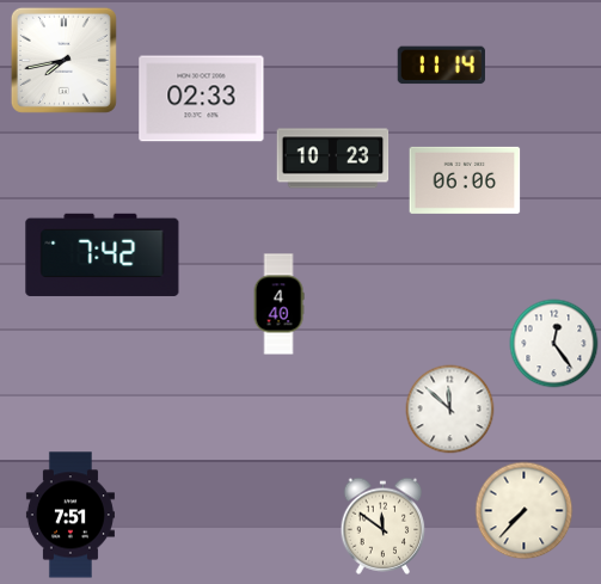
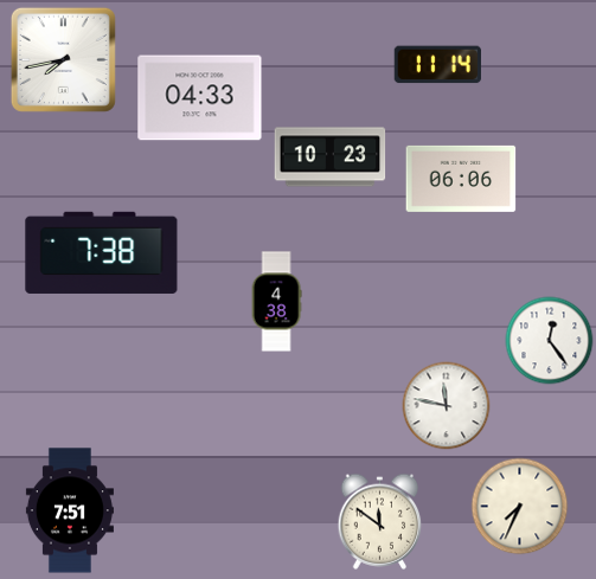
clock at (202, 99): 02:33 -> 04:33
clock at (103, 254): 7:42 -> 7:38
clock at (278, 305): 4:40 -> 4:38
clock at (450, 410): 11:52 -> 11:47
clock at (525, 511): 7:37 -> 7:34
